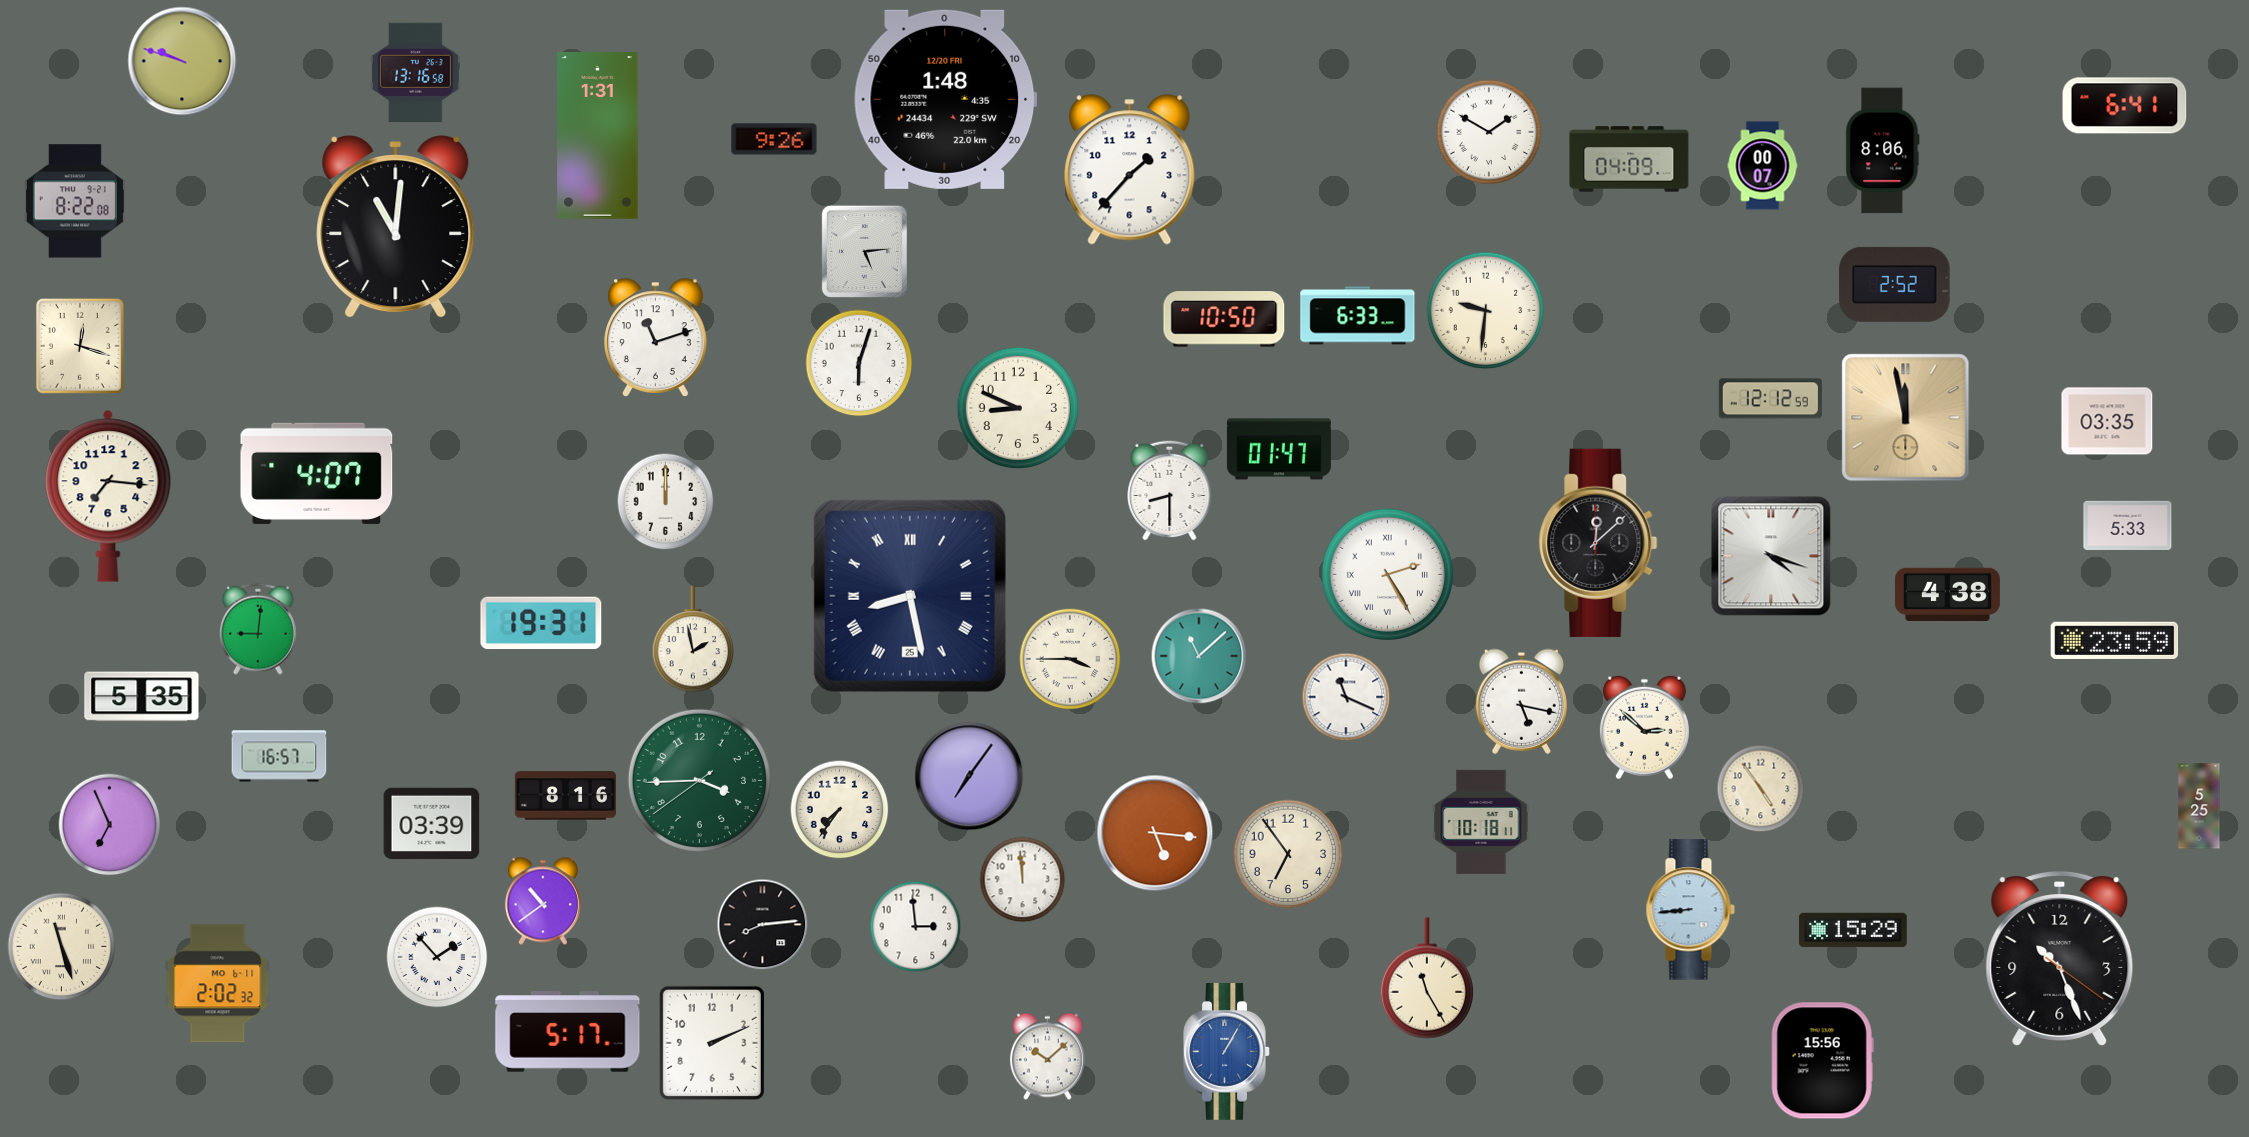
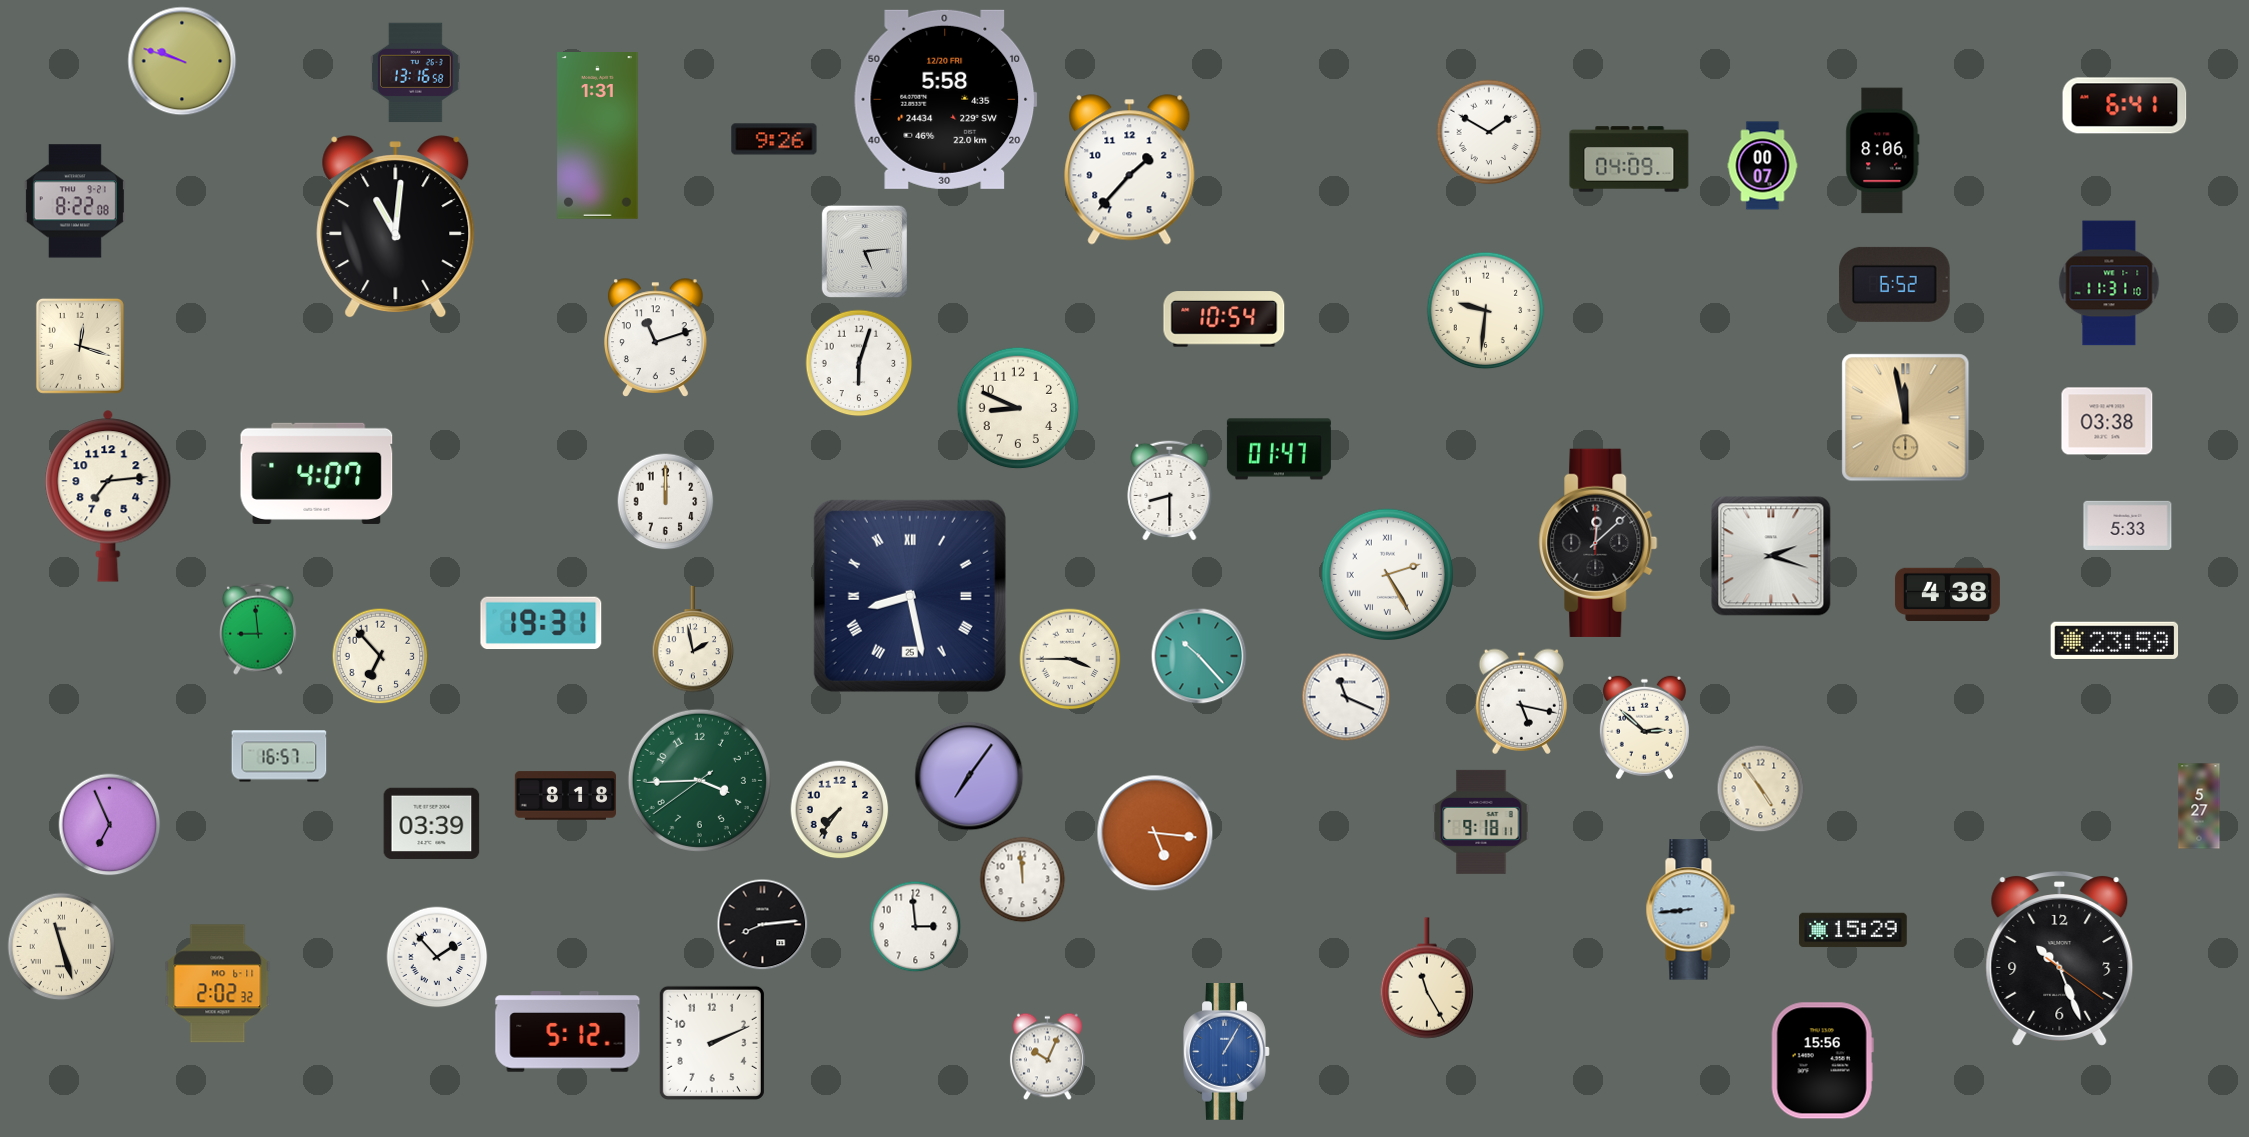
clock at (946, 99): 1:48 -> 5:58
clock at (2109, 283): none -> 11:31
clock at (1895, 284): 2:52 -> 6:52
clock at (1358, 316): 6:33 -> none
clock at (1224, 319): 10:50 -> 10:54
clock at (1770, 399): 12:12 -> none
clock at (2107, 421): 03:35 -> 03:38
clock at (108, 496): 7:16 -> 7:14
clock at (1771, 556): 4:18 -> 2:18
clock at (259, 629): 9:01 -> 8:59
clock at (380, 656): none -> 6:53
clock at (1199, 656): 11:08 -> 10:23
clock at (142, 697): 5:35 -> none
clock at (565, 796): 8:16 -> 8:18
clock at (2199, 806): 5:25 -> 5:27
clock at (1481, 822): 10:18 -> 9:18
clock at (1288, 854): 6:54 -> none
clock at (543, 901): 10:39 -> none
clock at (568, 1032): 5:17 -> 5:12
clock at (1047, 1057): 10:08 -> 10:04
